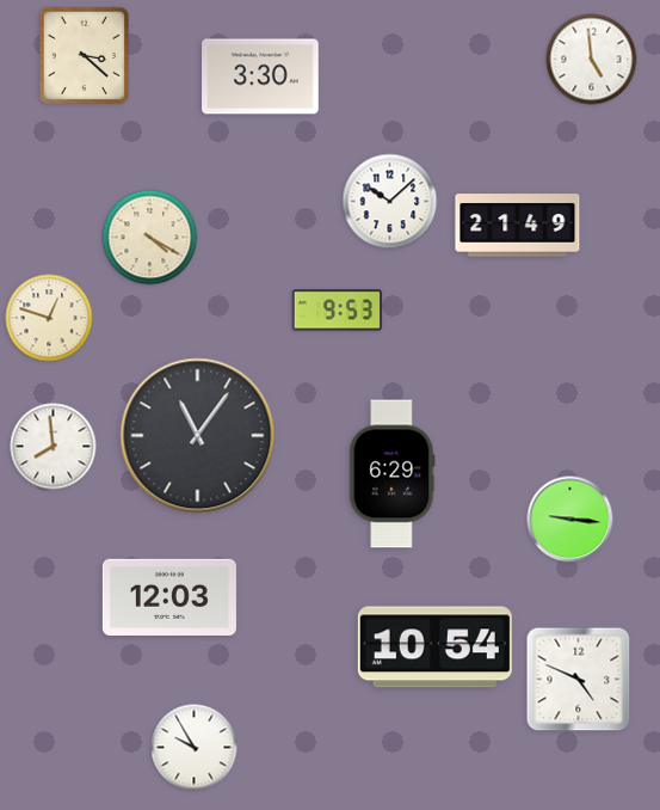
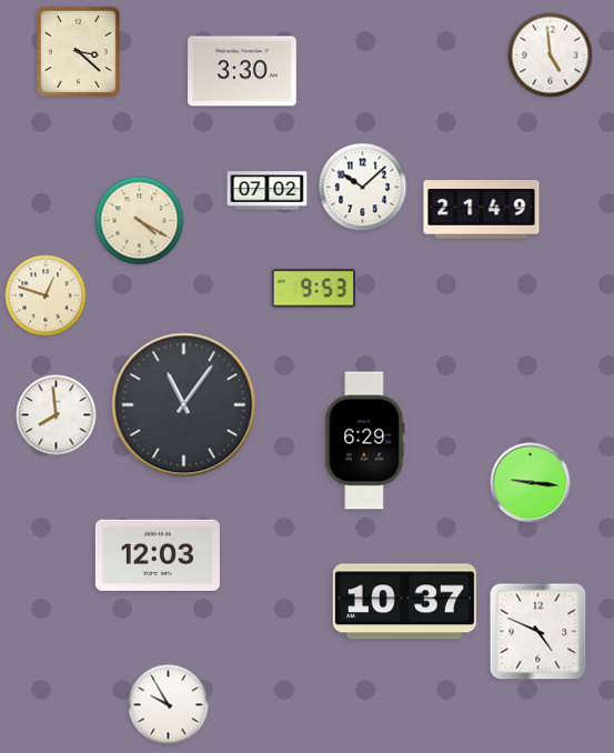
clock at (268, 191): none -> 07:02
clock at (54, 447) position: (54, 447) -> (57, 415)
clock at (434, 648): 10:54 -> 10:37
clock at (195, 748) position: (195, 748) -> (169, 705)
